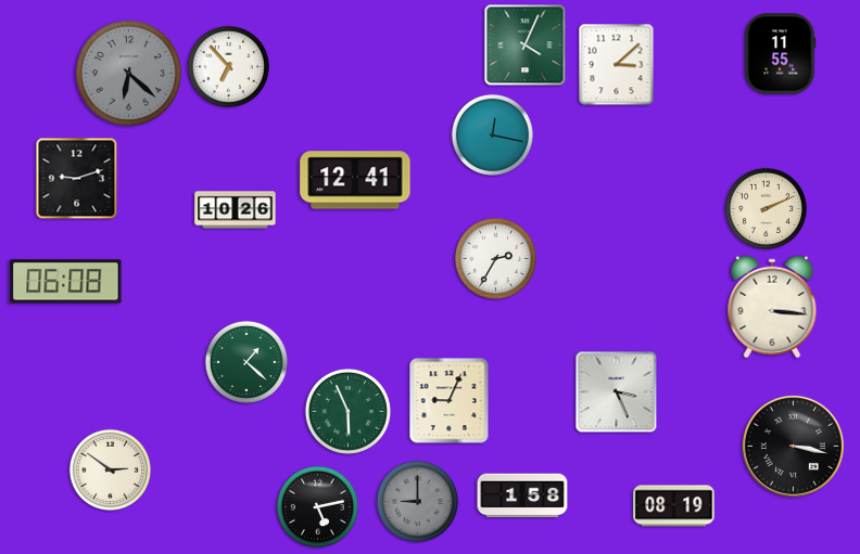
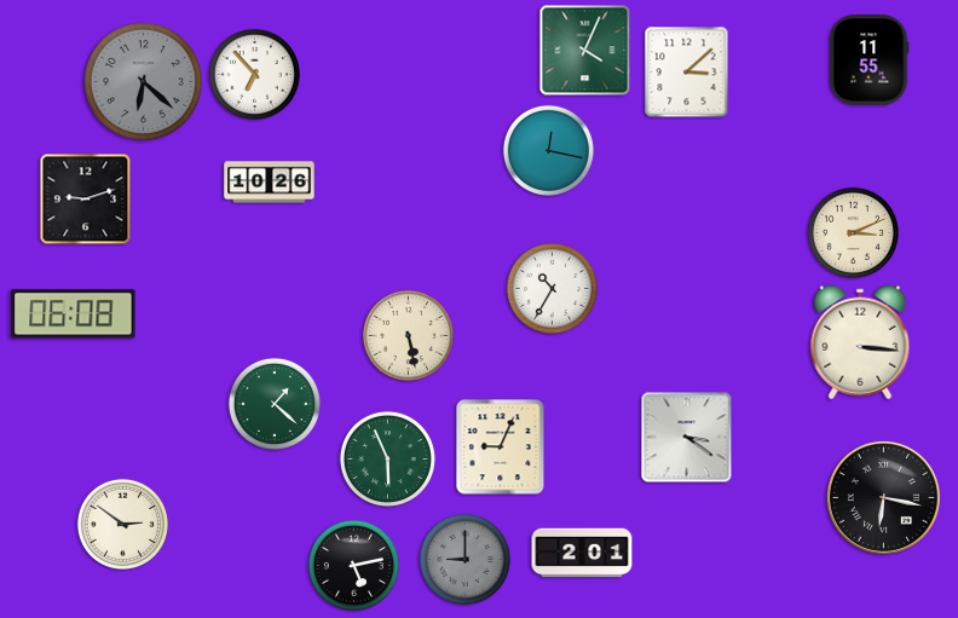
clock at (355, 180): 12:41 -> none
clock at (766, 208): 2:11 -> 3:11
clock at (236, 210) position: (236, 210) -> (270, 183)
clock at (495, 258): 2:35 -> 10:35
clock at (408, 335): none -> 5:28
clock at (617, 392): 3:26 -> 3:21
clock at (793, 446): 3:17 -> 6:17
clock at (522, 495): 1:58 -> 2:01
clock at (674, 506): 08:19 -> none
